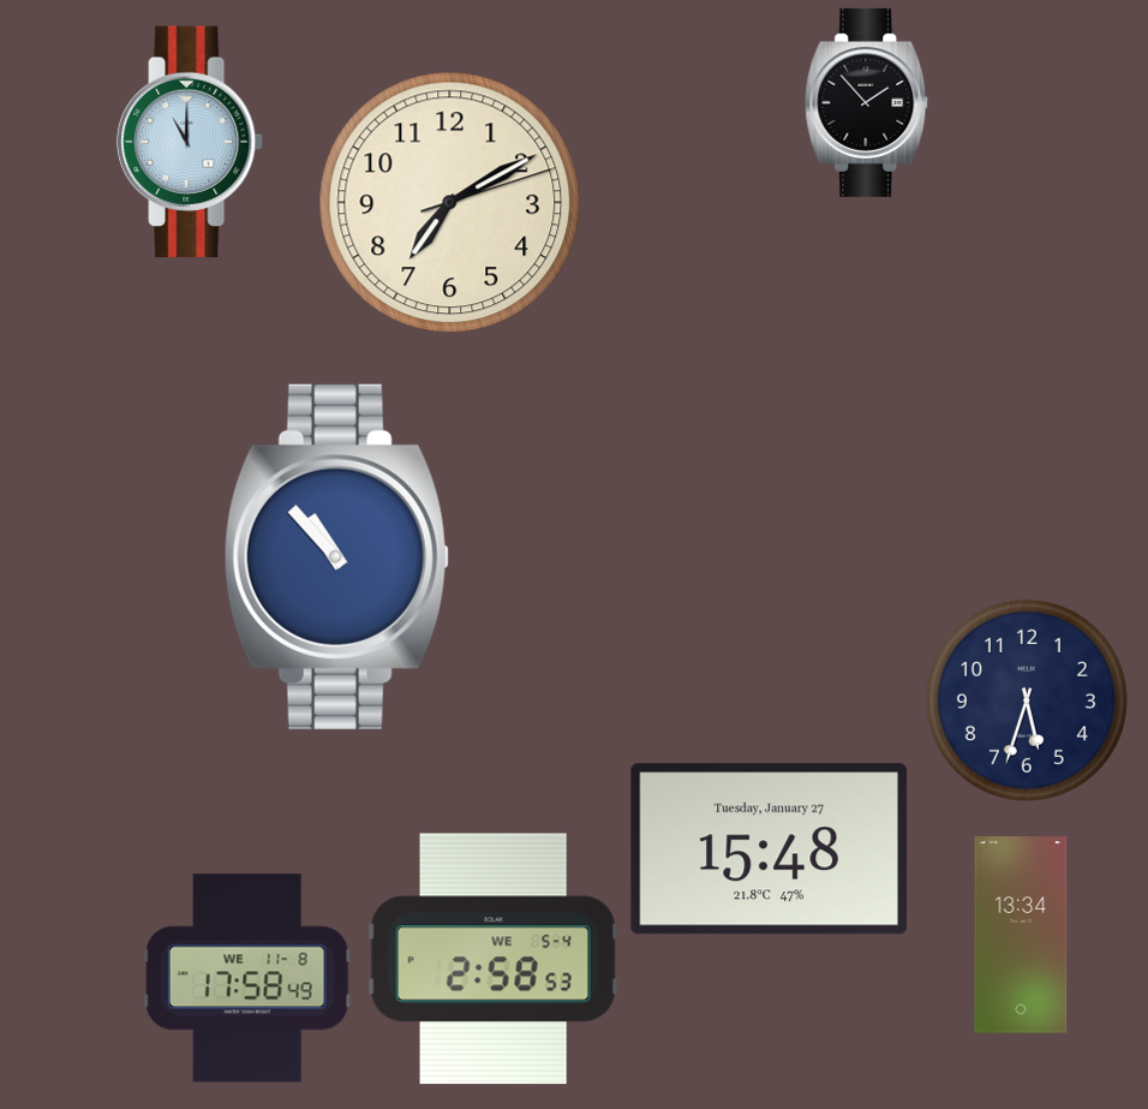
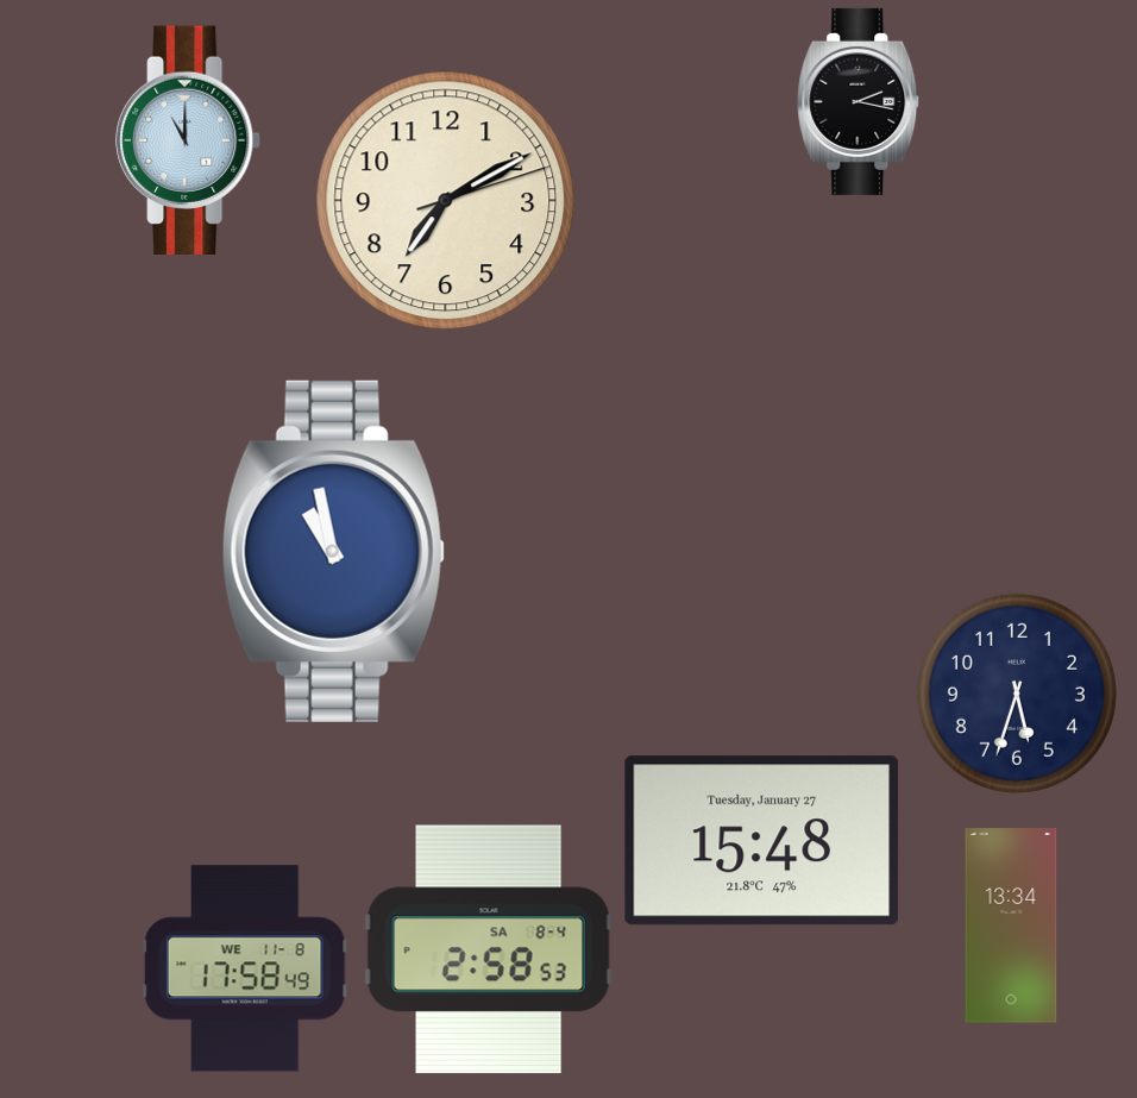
clock at (867, 102): 1:53 -> 2:17
clock at (336, 556): 10:53 -> 10:58
clock at (494, 959) date: WE 5-4 -> SA 8-4
